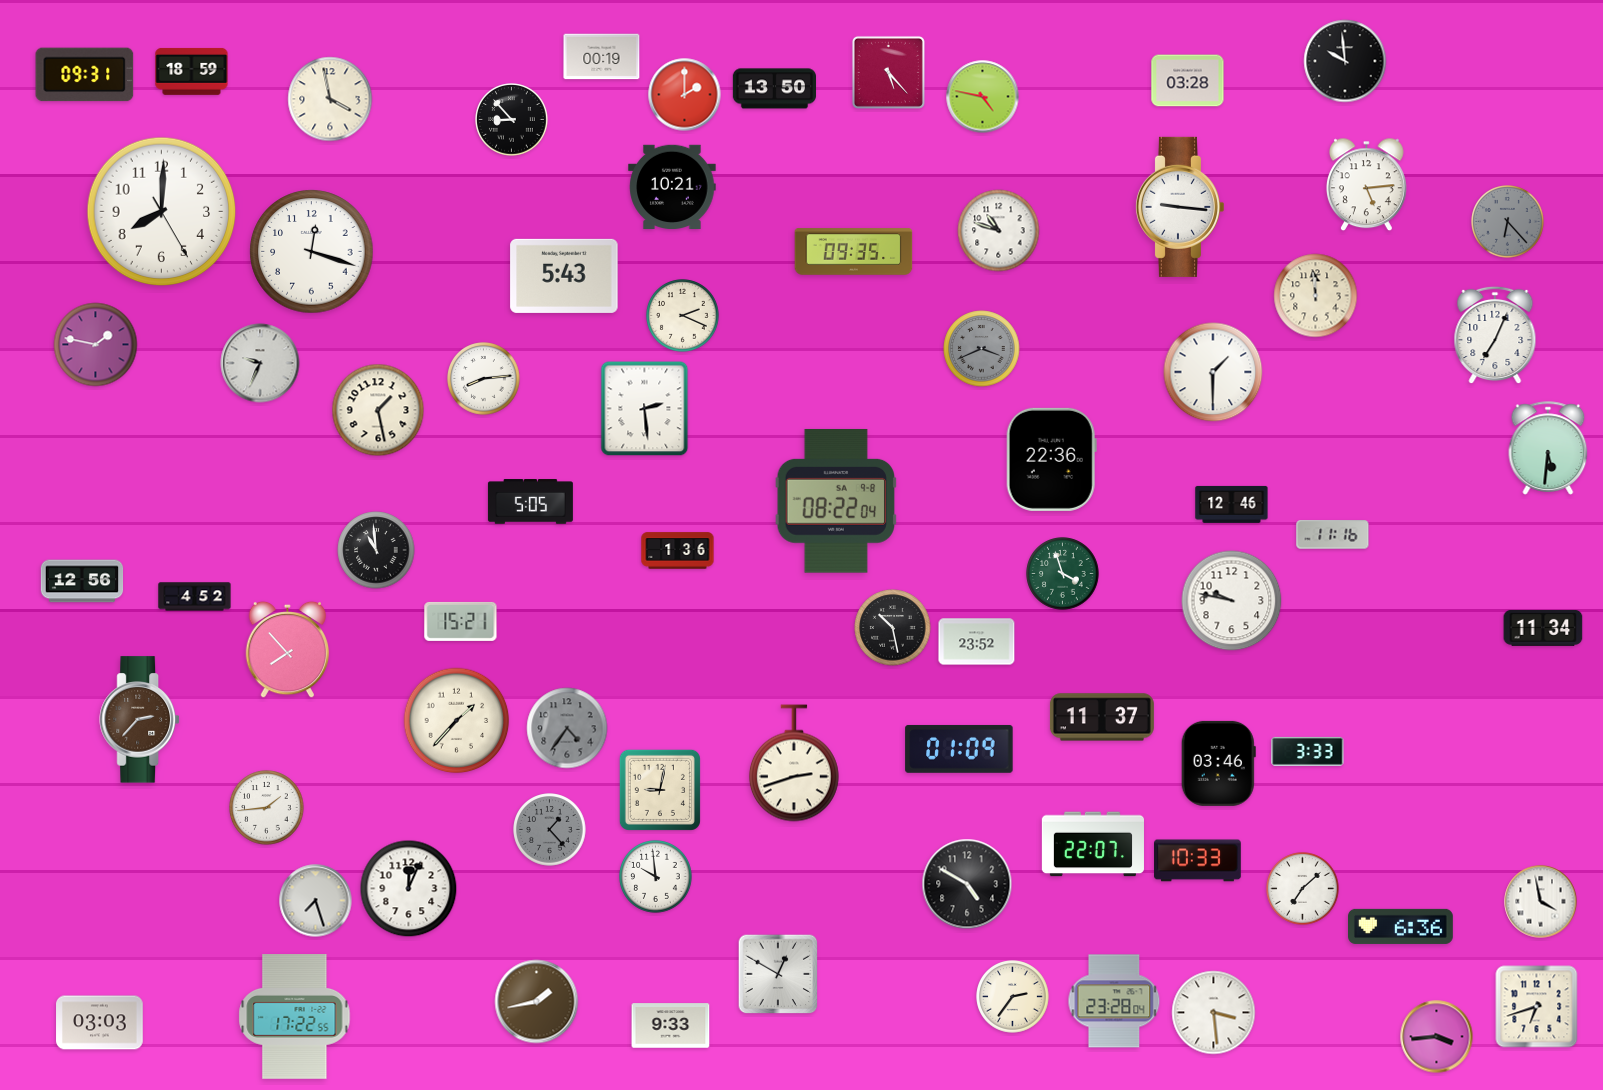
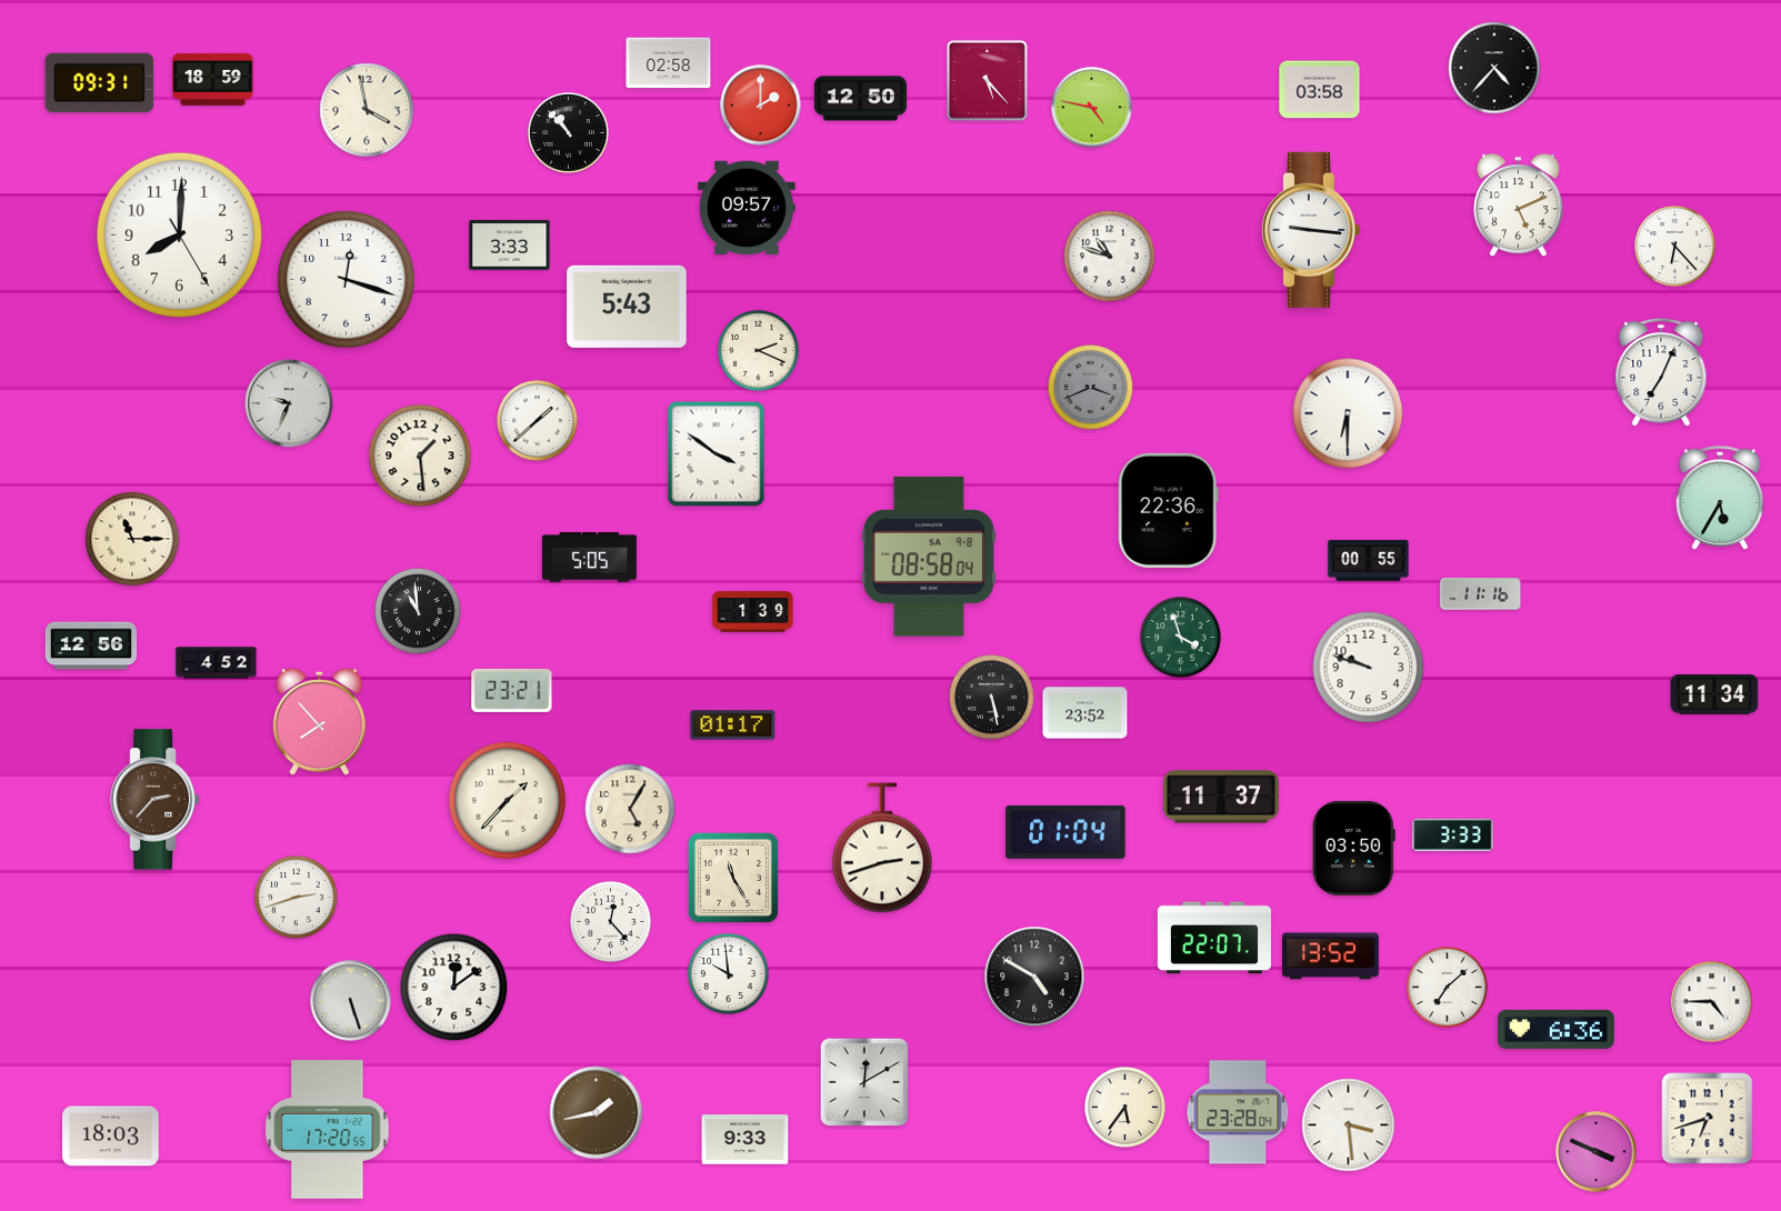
clock at (602, 57): 00:19 -> 02:58
clock at (1345, 61): 9:59 -> 4:37
clock at (85, 75) position: (85, 75) -> (100, 83)
clock at (1188, 81): 03:28 -> 03:58
clock at (774, 89): 13:50 -> 12:50
clock at (512, 120): 8:53 -> 10:53
clock at (1367, 185): 5:14 -> 5:11
clock at (672, 187): 10:21 -> 09:57
clock at (510, 246): none -> 3:33
clock at (1508, 222) dial: grey -> white
clock at (854, 252): 09:35 -> none
clock at (1316, 296): 11:59 -> none
clock at (96, 345): 1:47 -> none
clock at (1213, 372): 1:30 -> 6:30
clock at (484, 379): 8:14 -> 1:38
clock at (645, 409): 2:29 -> 3:51
clock at (378, 410): 1:28 -> 1:29
clock at (1548, 448): 5:31 -> 5:35
clock at (132, 539): none -> 11:15
clock at (835, 501): 08:22 -> 08:58
clock at (1232, 504): 12:46 -> 00:55
clock at (678, 551): 1:36 -> 1:39
clock at (1232, 601): 9:47 -> 9:48
clock at (461, 621): 15:21 -> 23:21
clock at (893, 628): 10:28 -> 5:28
clock at (1543, 629) position: (1543, 629) -> (1714, 695)
clock at (733, 725): none -> 01:17
clock at (1102, 717) position: (1102, 717) -> (1221, 797)
clock at (567, 728): 4:36 -> 5:05
clock at (567, 728) dial: grey -> cream
clock at (959, 749): 01:09 -> 01:04
clock at (1218, 763): 03:46 -> 03:50
clock at (660, 790): 9:02 -> 11:25
clock at (267, 808): 1:44 -> 2:42
clock at (550, 830): 1:23 -> 12:23
clock at (550, 830) dial: grey -> white
clock at (1198, 861): 10:33 -> 13:52
clock at (967, 884) position: (967, 884) -> (1034, 977)
clock at (409, 889): 12:04 -> 12:09
clock at (316, 901): 7:27 -> 5:27
clock at (1541, 902): 3:58 -> 4:45
clock at (778, 974): 12:50 -> 12:10
clock at (1013, 997): 2:36 -> 5:36
clock at (295, 1017): 17:22 -> 17:20
clock at (100, 1023): 03:03 -> 18:03
clock at (1437, 1037): 3:44 -> 3:49
